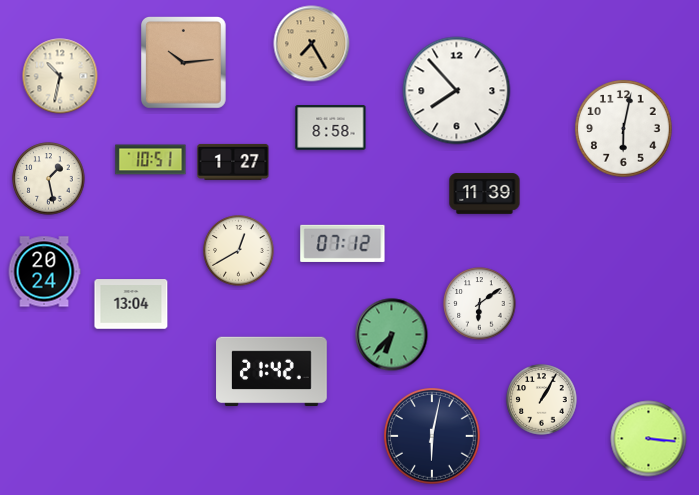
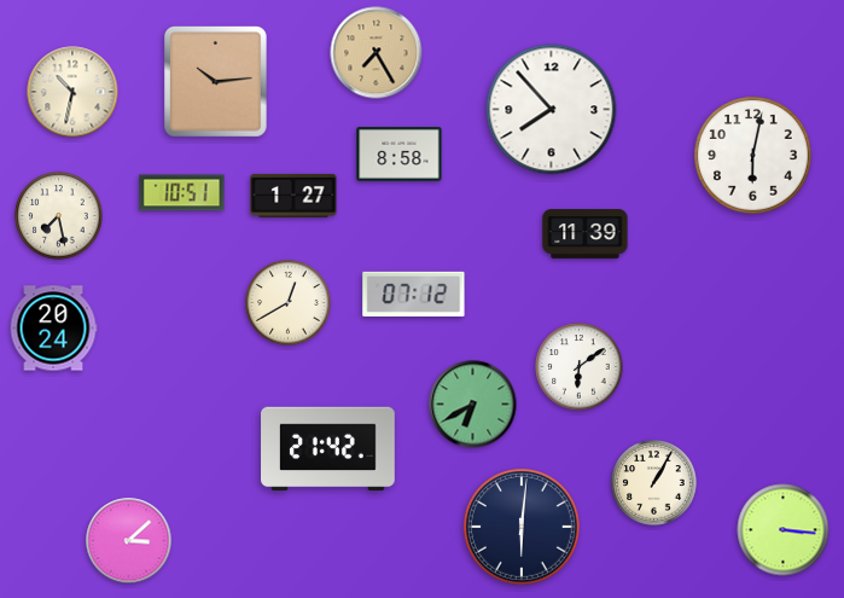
clock at (184, 63) position: (184, 63) -> (216, 82)
clock at (233, 162) position: (233, 162) -> (293, 196)
clock at (49, 179): 1:28 -> 7:28
clock at (131, 304): 13:04 -> none
clock at (392, 335): 6:37 -> 6:40
clock at (433, 437): 6:02 -> 6:01
clock at (129, 541): none -> 3:08
